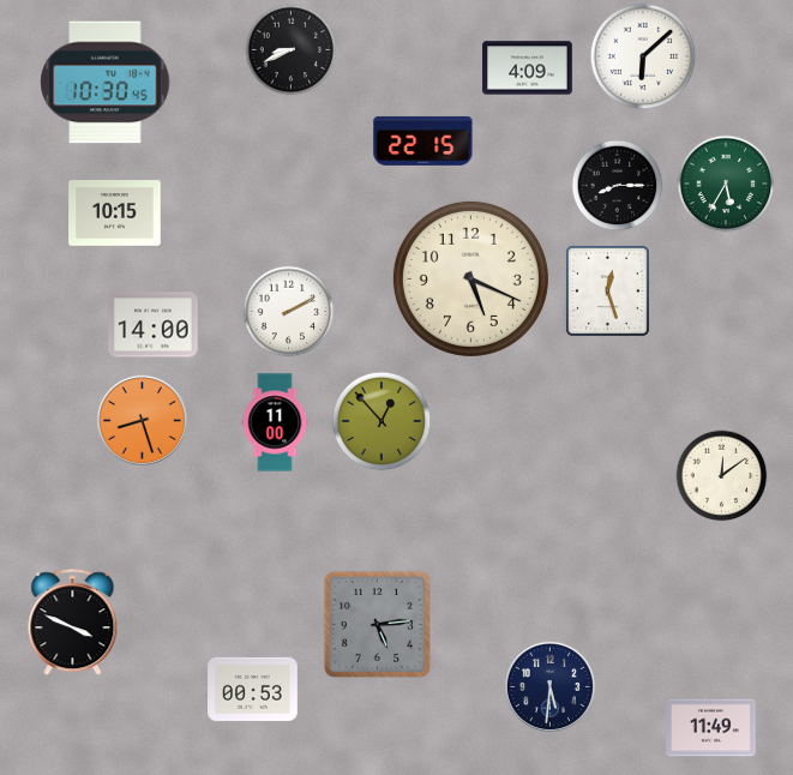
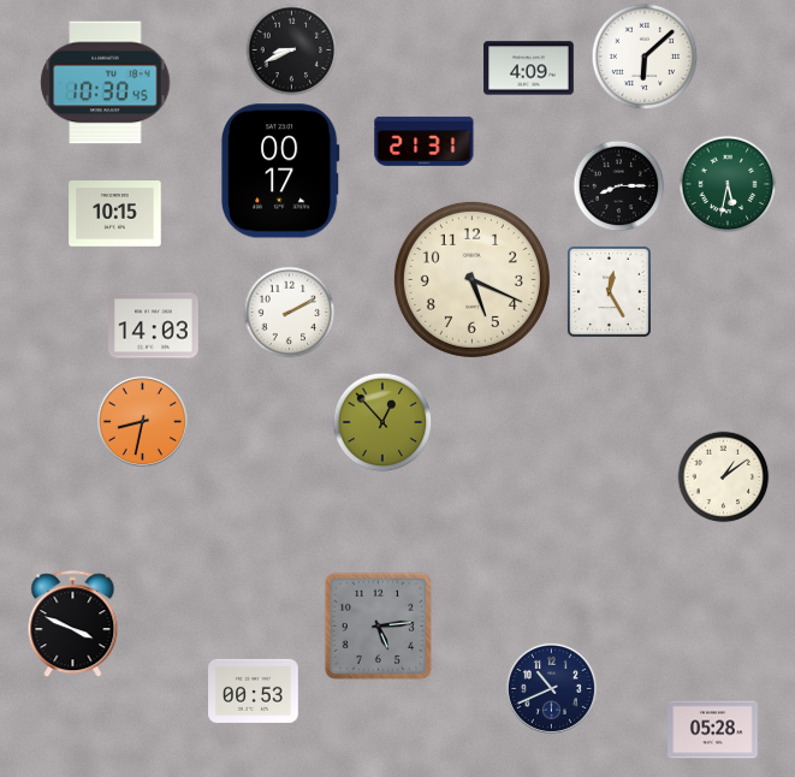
clock at (423, 140): 22:15 -> 21:31
clock at (280, 171): none -> 00:17
clock at (726, 184): 5:35 -> 5:32
clock at (607, 290): 12:27 -> 12:25
clock at (154, 325): 14:00 -> 14:03
clock at (142, 420): 8:27 -> 8:32
clock at (275, 422): 11:00 -> none
clock at (722, 476): 12:09 -> 1:09
clock at (549, 686): 5:31 -> 10:41
clock at (711, 728): 11:49 -> 05:28
